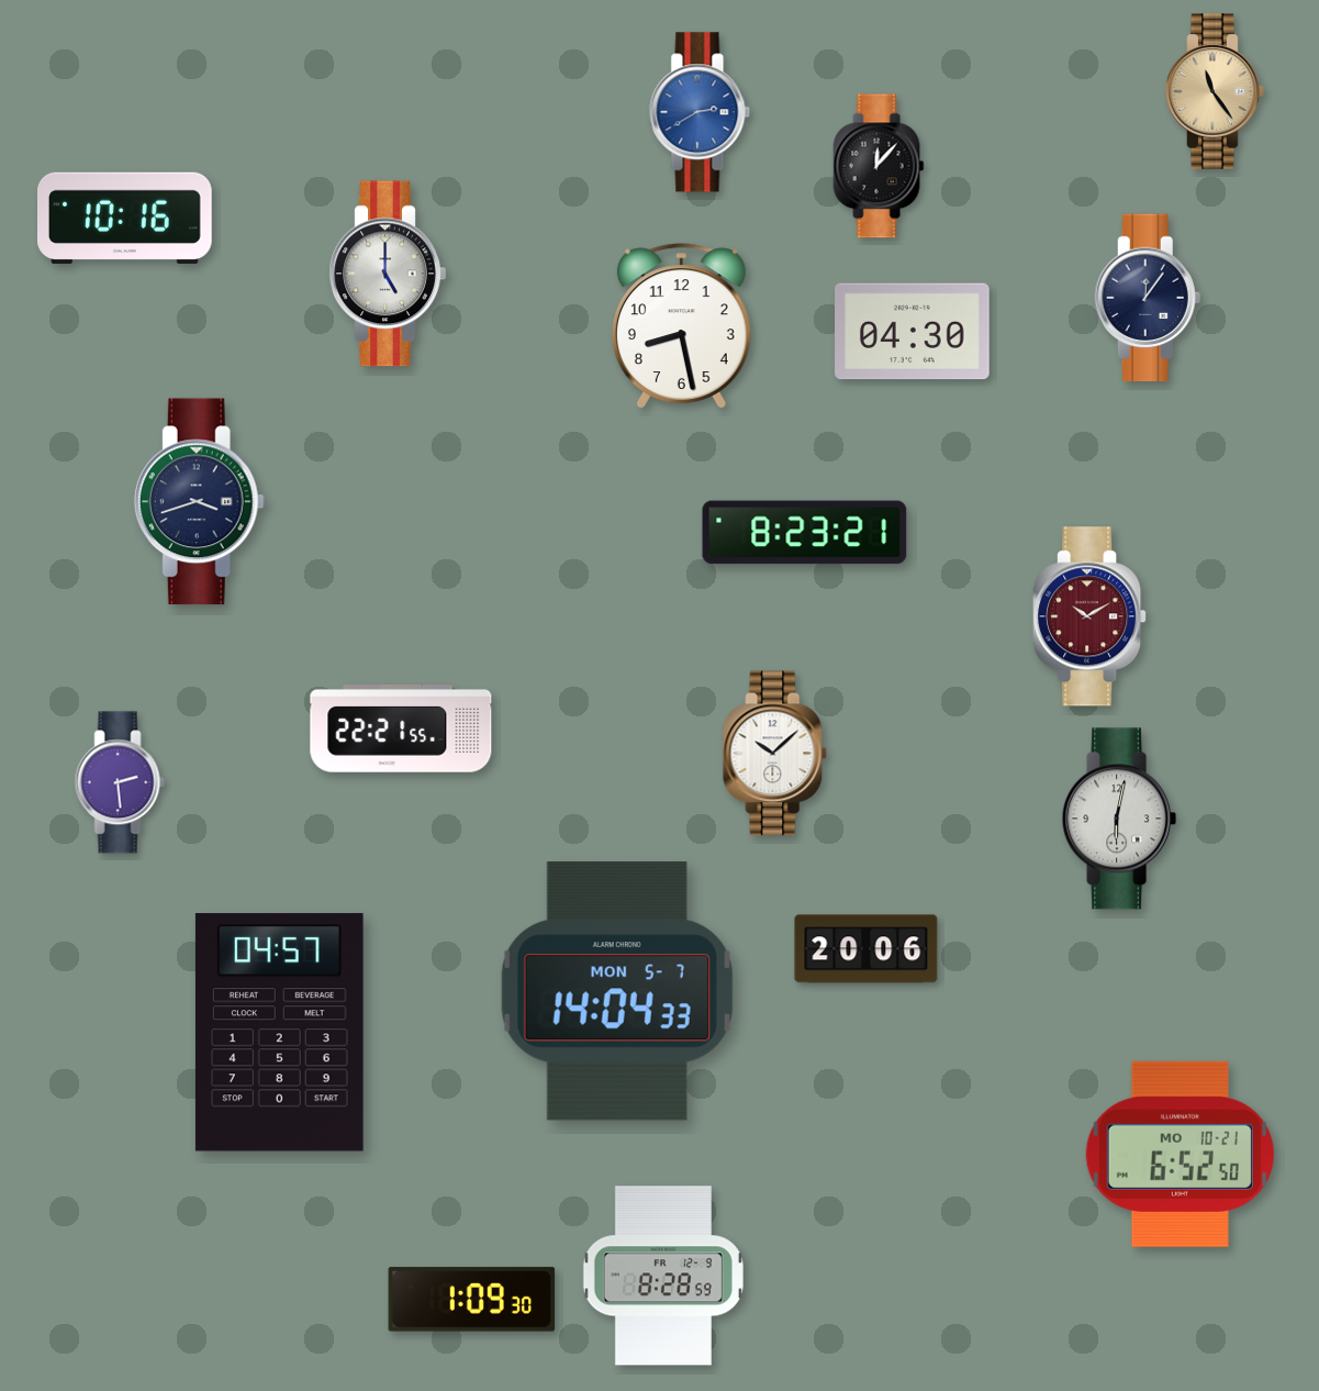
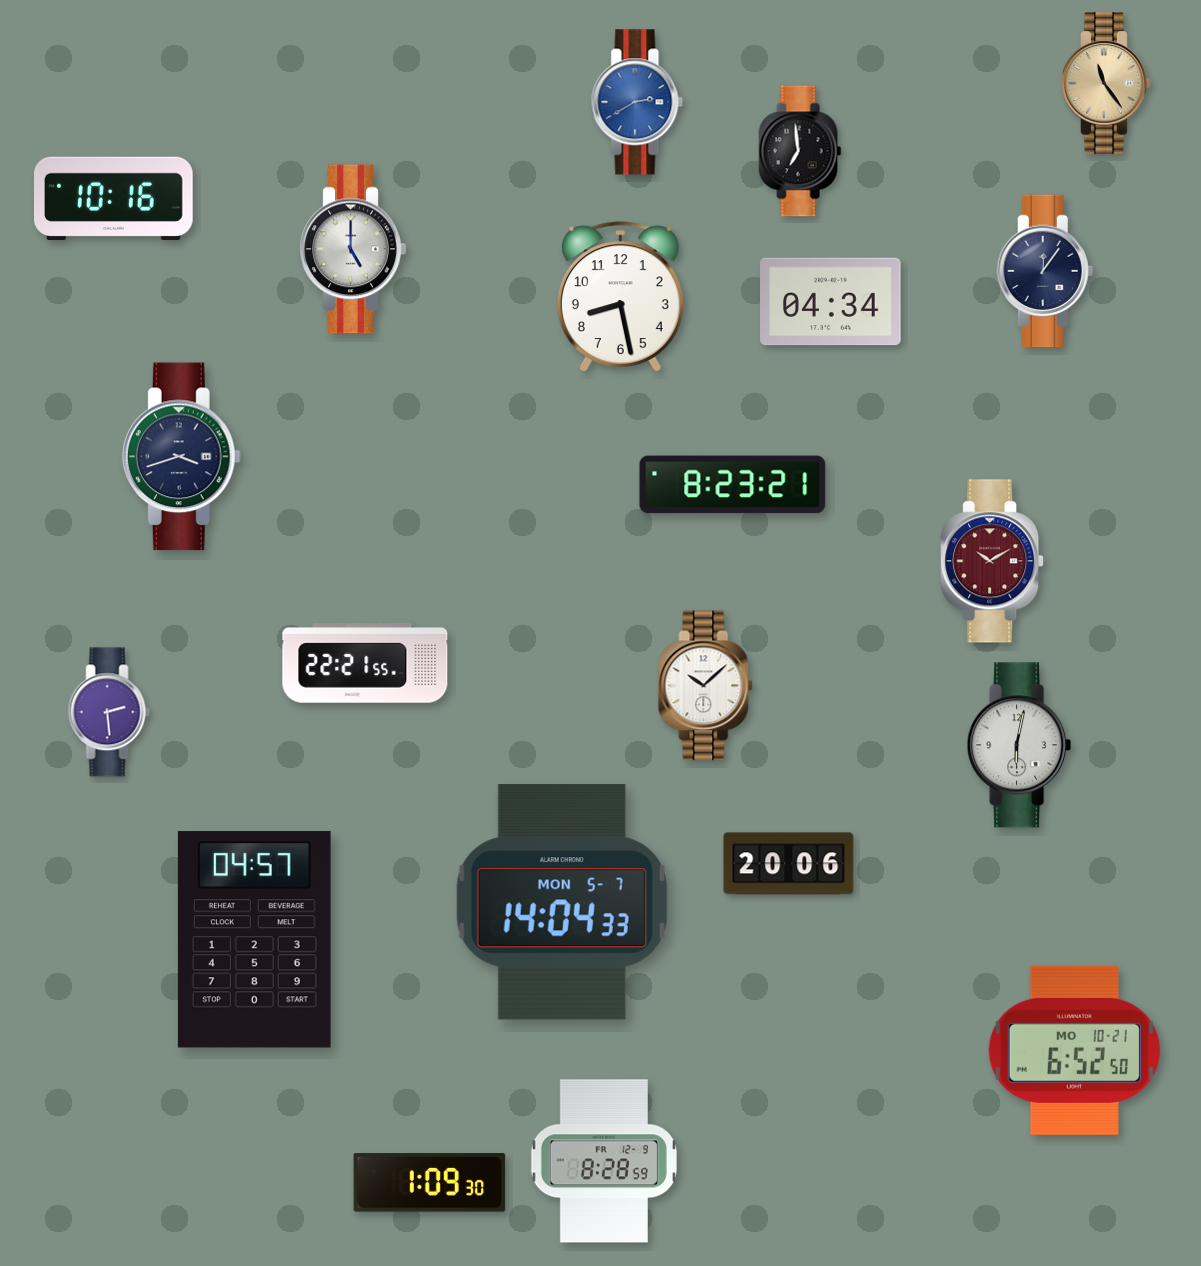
clock at (879, 166): 12:07 -> 6:59
clock at (913, 332): 04:30 -> 04:34
